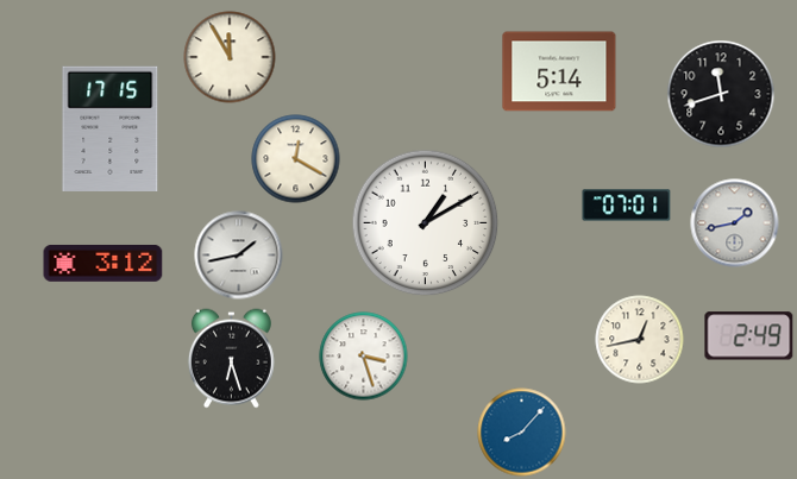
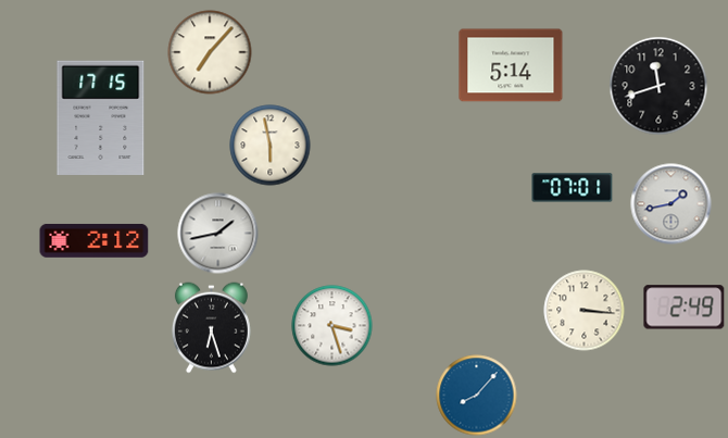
clock at (230, 57): 11:55 -> 7:07
clock at (296, 159): 12:20 -> 5:58
clock at (426, 223): 1:10 -> none
clock at (103, 263): 3:12 -> 2:12
clock at (640, 340): 12:43 -> 3:16
